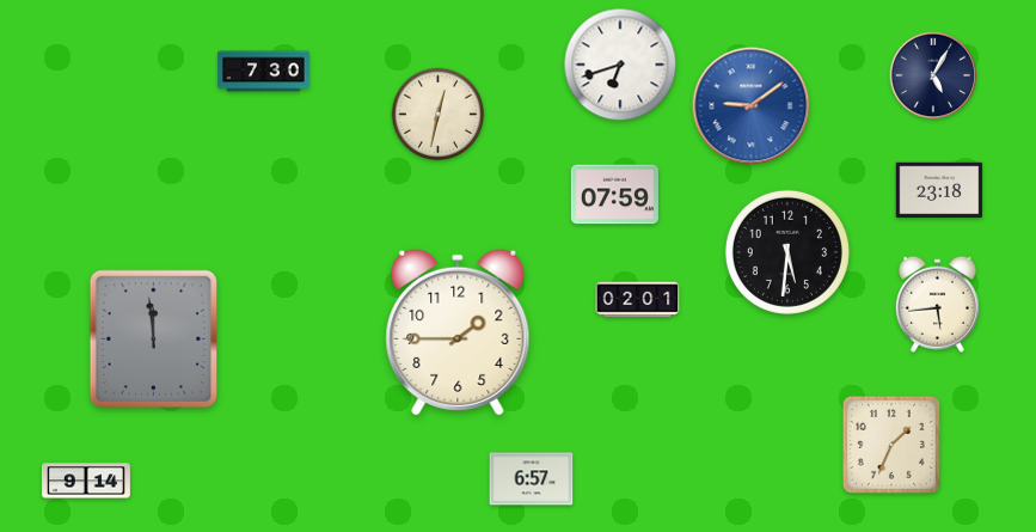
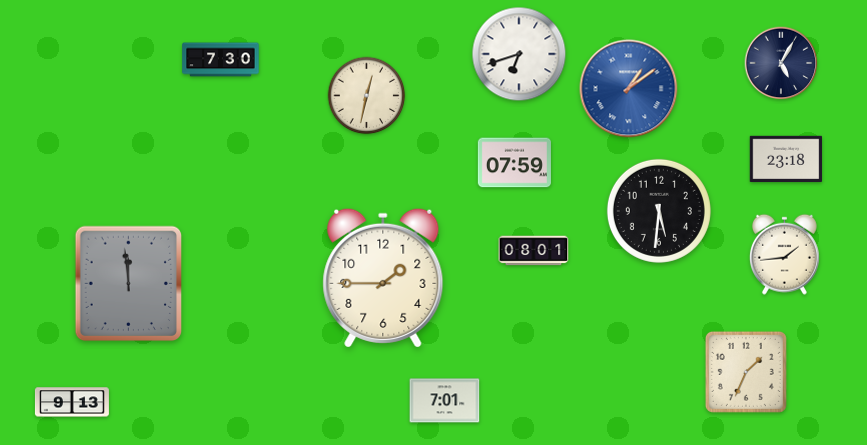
clock at (752, 106): 9:09 -> 1:09
clock at (638, 300): 02:01 -> 08:01
clock at (937, 304): 5:44 -> 1:44
clock at (532, 479): 6:57 -> 7:01
clock at (86, 481): 9:14 -> 9:13
